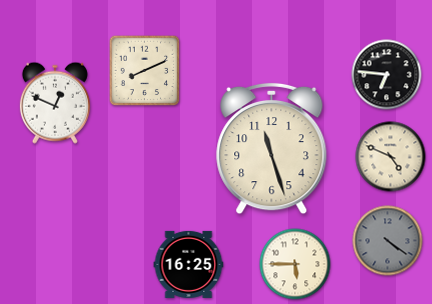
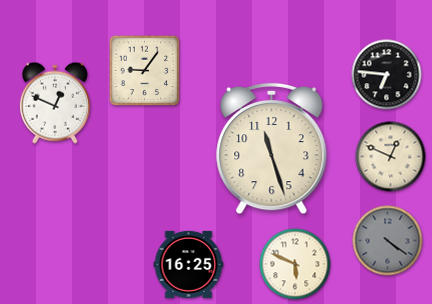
clock at (145, 71): 8:11 -> 9:06
clock at (391, 157): 4:49 -> 12:49
clock at (295, 264): 5:45 -> 5:49
